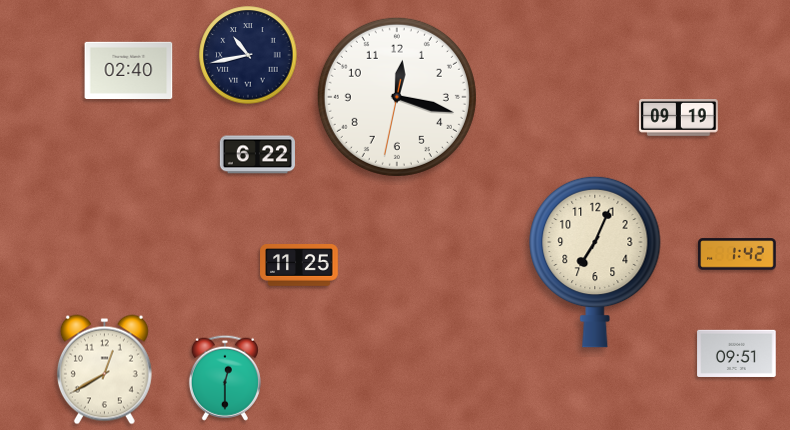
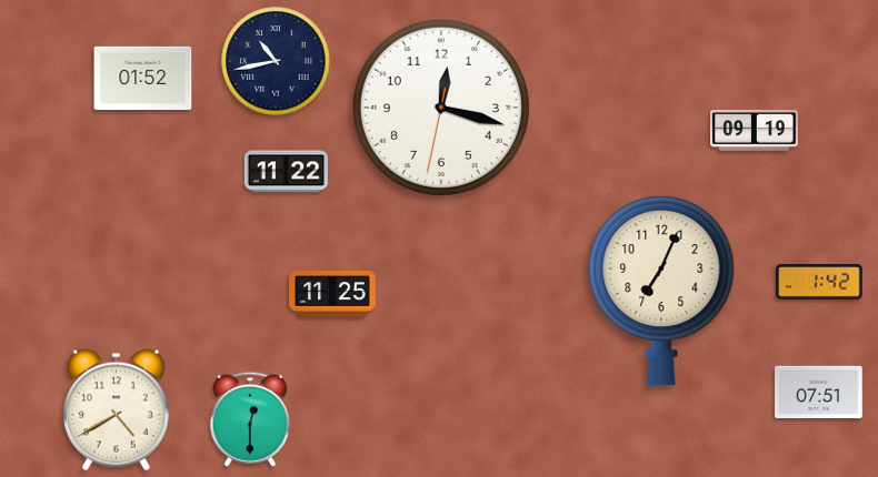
clock at (129, 70): 02:40 -> 01:52
clock at (257, 155): 6:22 -> 11:22
clock at (737, 353): 09:51 -> 07:51
clock at (104, 370): 12:40 -> 4:40
